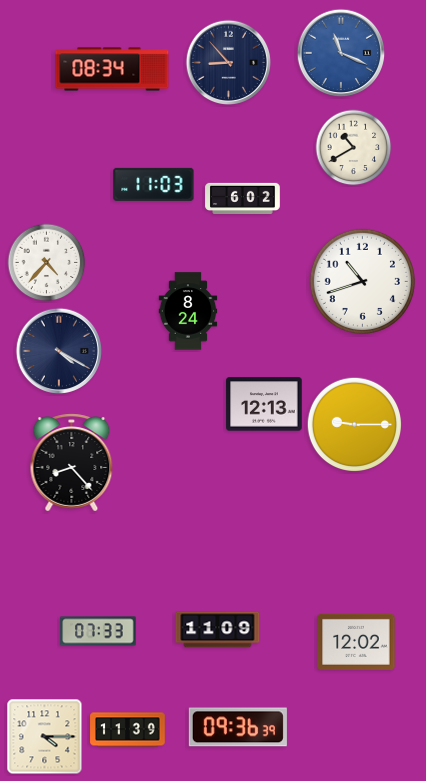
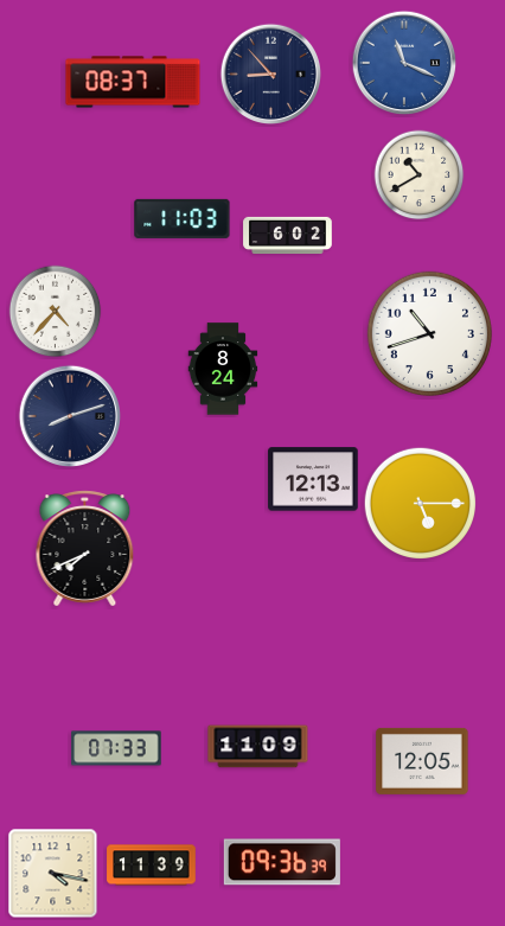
clock at (112, 69): 08:34 -> 08:37
clock at (58, 350): 4:20 -> 8:12
clock at (355, 425): 9:15 -> 5:15
clock at (72, 463): 8:23 -> 7:41
clock at (356, 642): 12:02 -> 12:05
clock at (45, 737): 4:15 -> 4:17
